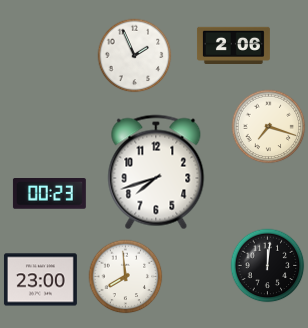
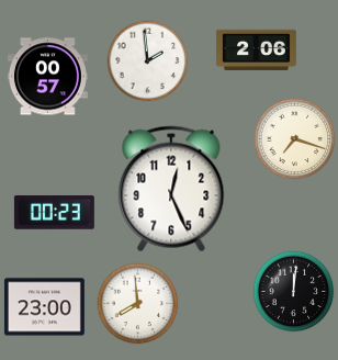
clock at (135, 56): 1:56 -> 1:59
clock at (47, 77): none -> 00:57
clock at (156, 172): 7:42 -> 12:26
